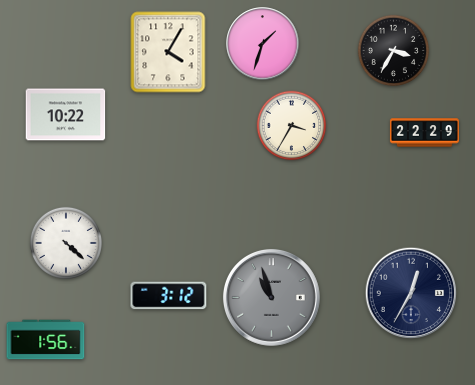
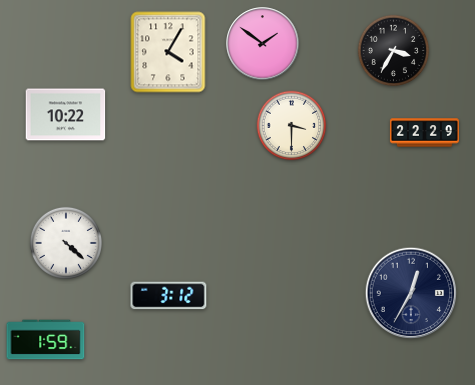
clock at (263, 44): 1:33 -> 1:51
clock at (292, 126): 3:35 -> 3:30
clock at (271, 297): 10:57 -> none
clock at (46, 340): 1:56 -> 1:59
